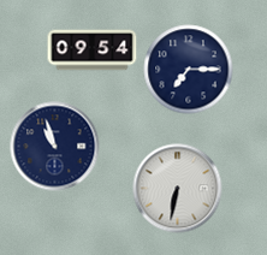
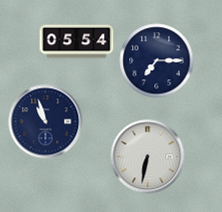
clock at (93, 51): 09:54 -> 05:54
clock at (189, 70) position: (189, 70) -> (157, 61)
